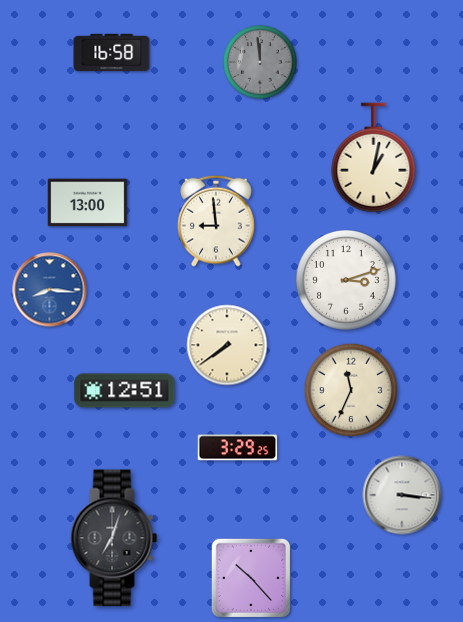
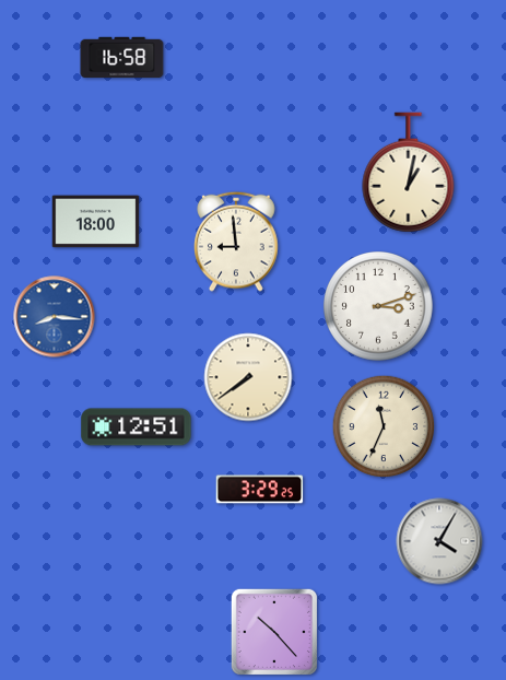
clock at (260, 62): 11:59 -> none
clock at (88, 203): 13:00 -> 18:00
clock at (402, 495): 3:16 -> 4:05
clock at (114, 538): 7:03 -> none
